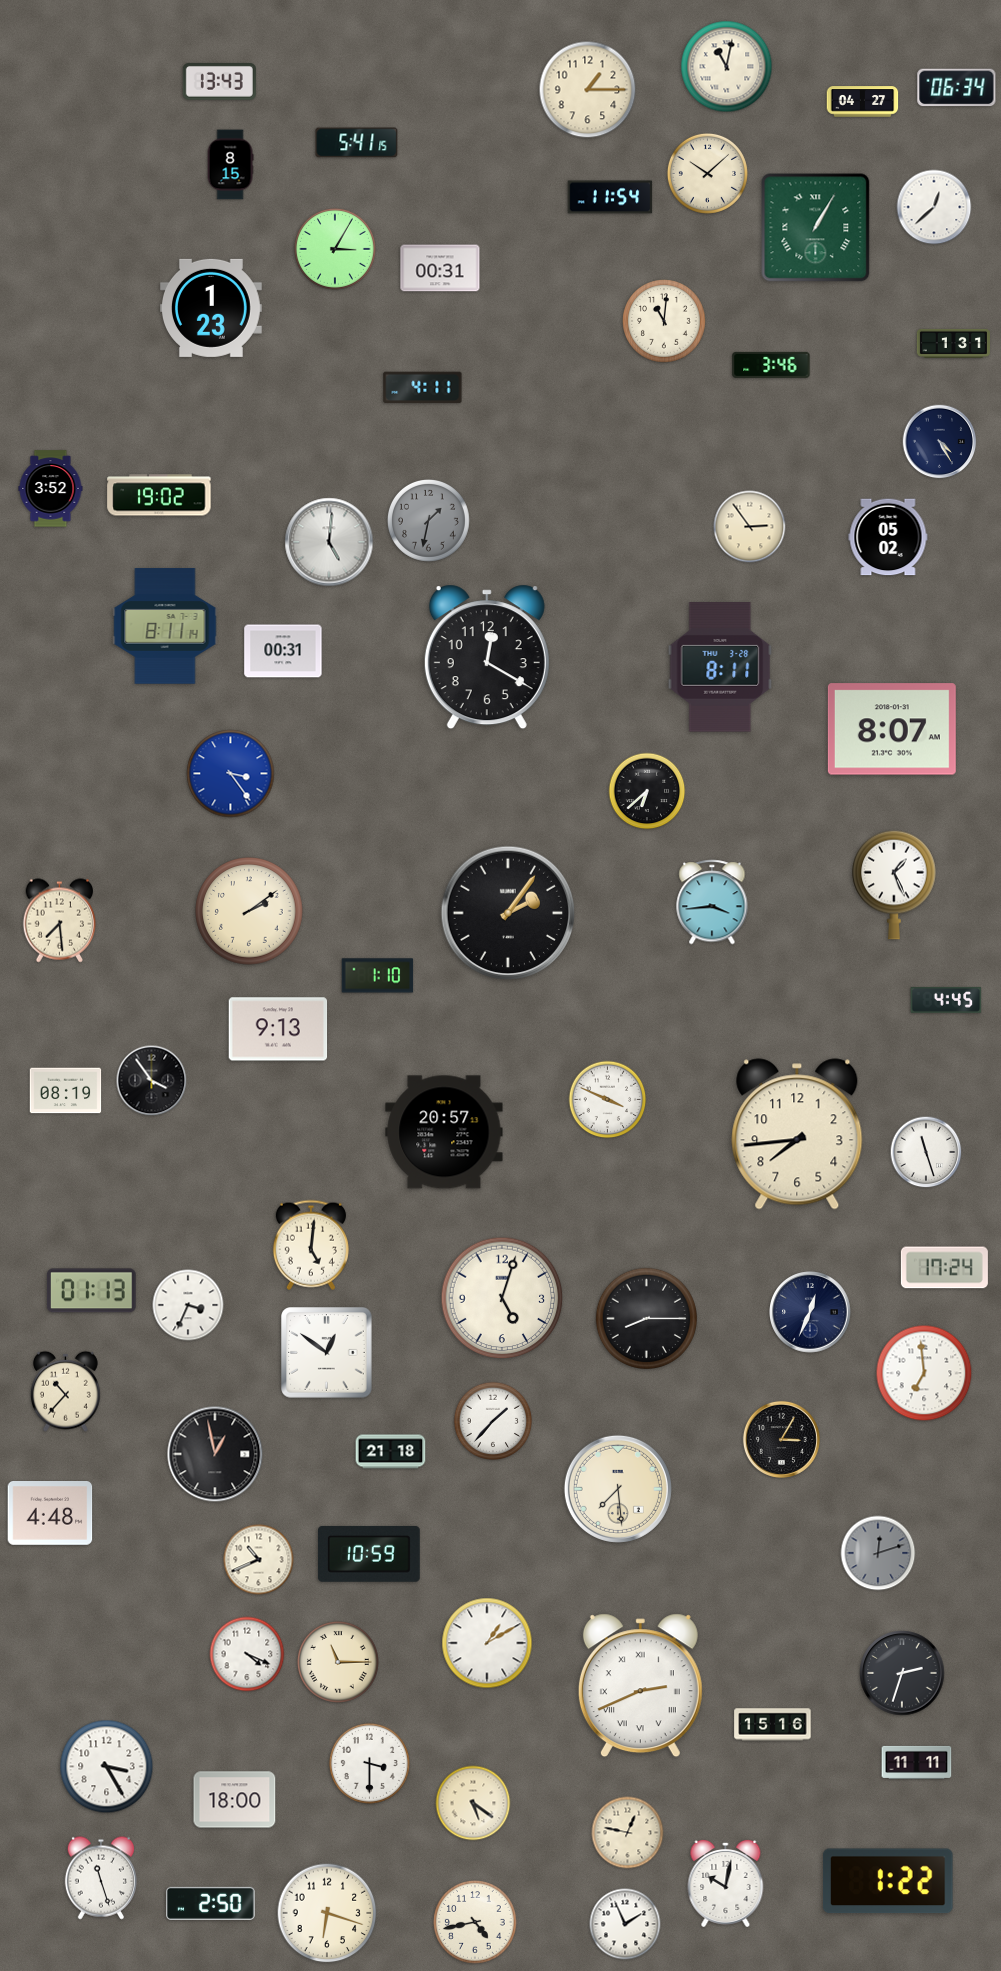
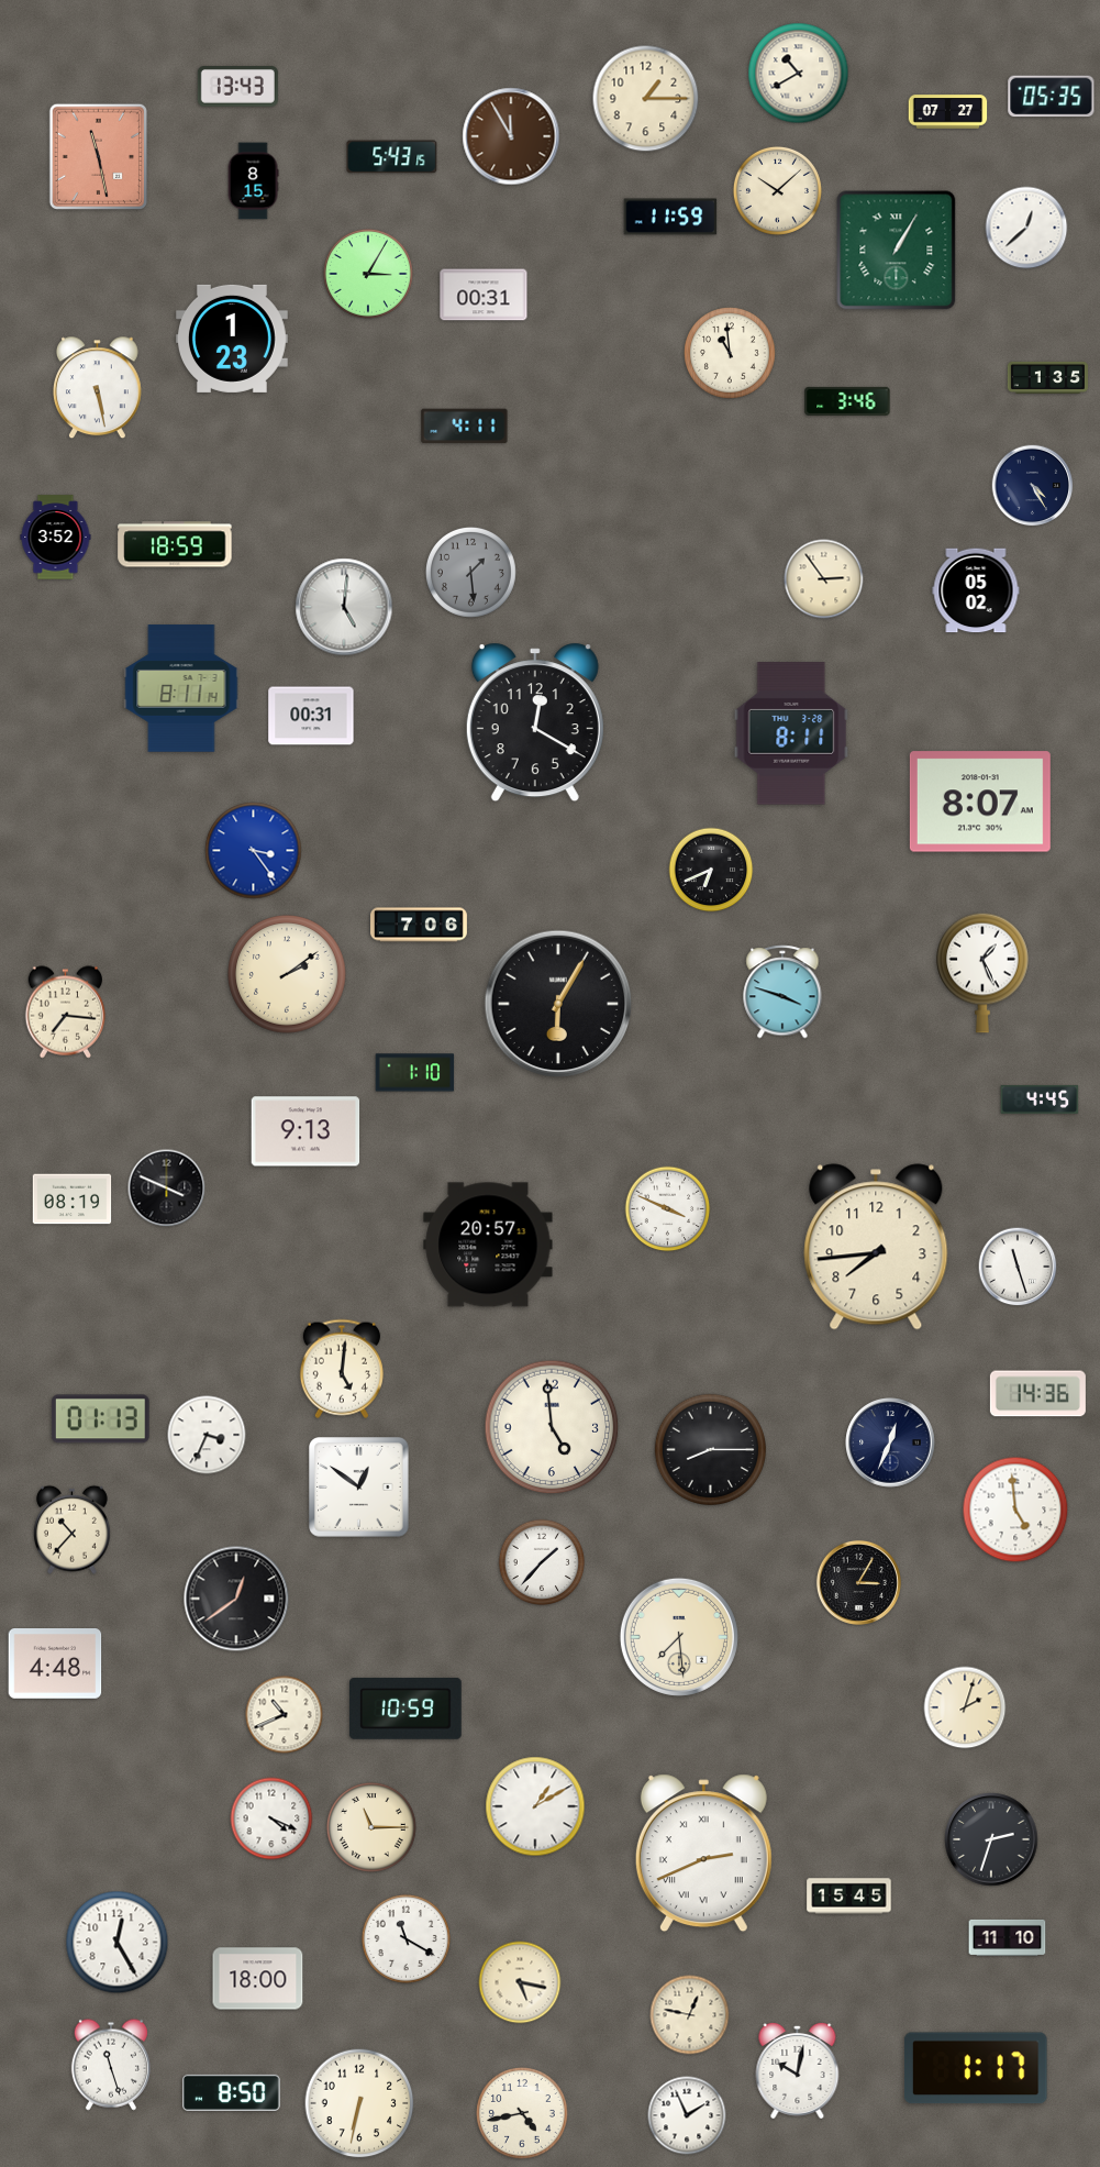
clock at (727, 67): 11:02 -> 10:40
clock at (219, 82) position: (219, 82) -> (237, 87)
clock at (957, 88): 06:34 -> 05:35
clock at (863, 102): 04:27 -> 07:27
clock at (511, 136): none -> 11:55
clock at (98, 156): none -> 11:28
clock at (357, 143): 5:41 -> 5:43
clock at (610, 197): 11:54 -> 11:59
clock at (665, 322): 11:01 -> 10:59
clock at (953, 343): 1:31 -> 1:35
clock at (97, 388): none -> 5:28
clock at (159, 495): 19:02 -> 18:59
clock at (428, 520): 1:32 -> 1:29
clock at (329, 542) position: (329, 542) -> (344, 607)
clock at (647, 791): 6:38 -> 6:41
clock at (420, 925): none -> 7:06
clock at (712, 902): 3:44 -> 3:48
clock at (249, 911) position: (249, 911) -> (287, 974)
clock at (508, 913): 2:06 -> 6:05
clock at (60, 921): 7:29 -> 7:16
clock at (152, 1081): 3:54 -> 3:49
clock at (944, 1268): 17:24 -> 14:36
clock at (502, 1298): 5:03 -> 4:59
clock at (924, 1373): 6:59 -> 4:59
clock at (391, 1452): 21:18 -> none
clock at (215, 1454): 12:58 -> 12:39
clock at (878, 1553): 12:12 -> 2:03
clock at (878, 1553) dial: grey -> cream
clock at (773, 1725): 15:16 -> 15:45
clock at (917, 1762): 11:11 -> 11:10
clock at (369, 1763): 3:30 -> 11:20
clock at (107, 1767): 3:25 -> 12:25
clock at (473, 1803): 5:21 -> 5:17
clock at (888, 1881): 1:22 -> 1:17
clock at (211, 1903): 2:50 -> 8:50
clock at (327, 1913): 6:18 -> 6:32
